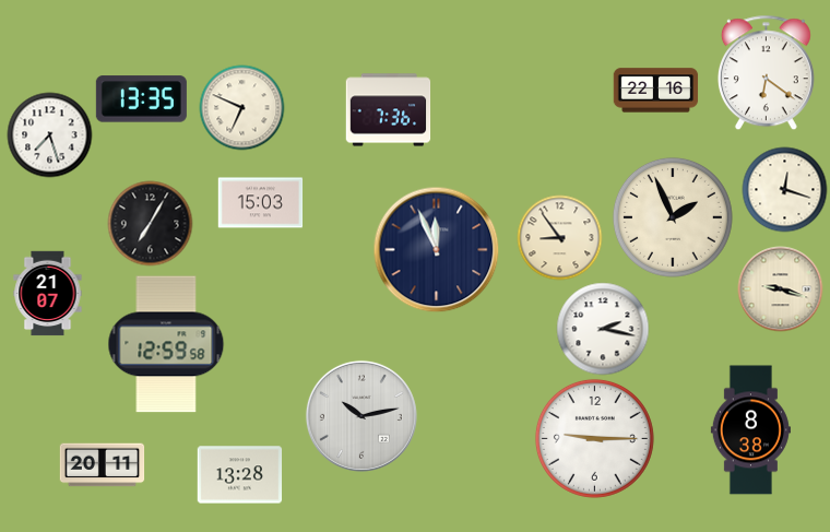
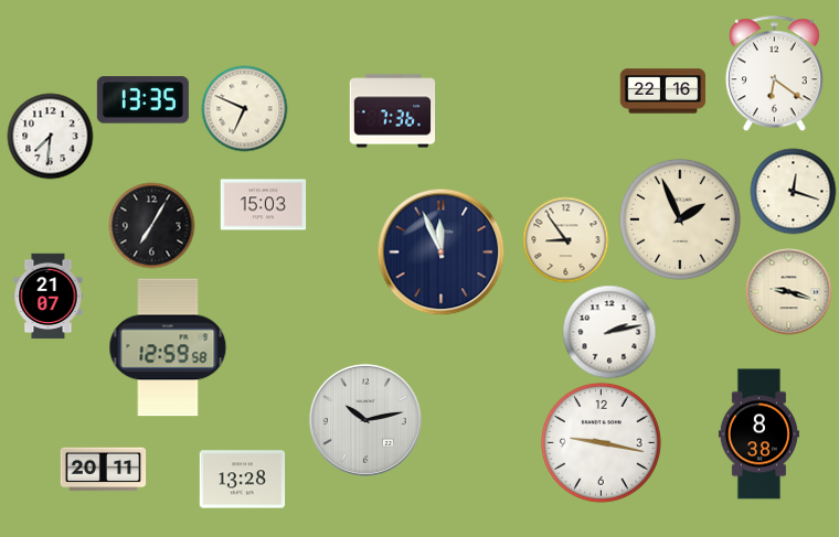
clock at (49, 134): 7:27 -> 7:31
clock at (603, 329): 2:17 -> 2:13
clock at (594, 438): 9:15 -> 9:17
